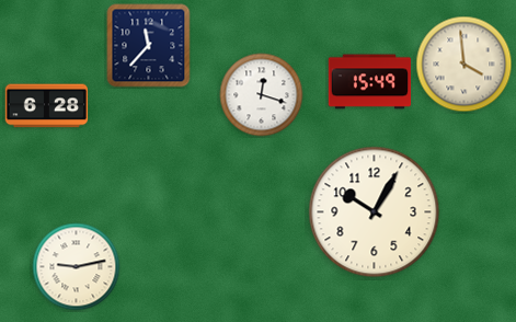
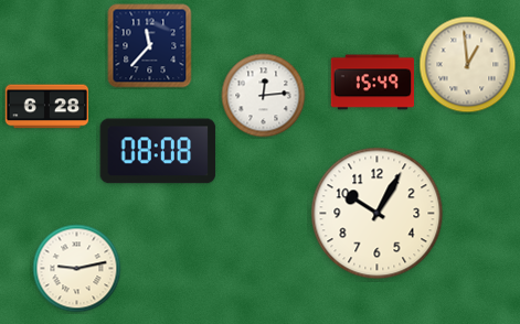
clock at (465, 65): 3:59 -> 12:59
clock at (262, 95): 12:18 -> 12:14
clock at (158, 151): none -> 08:08
